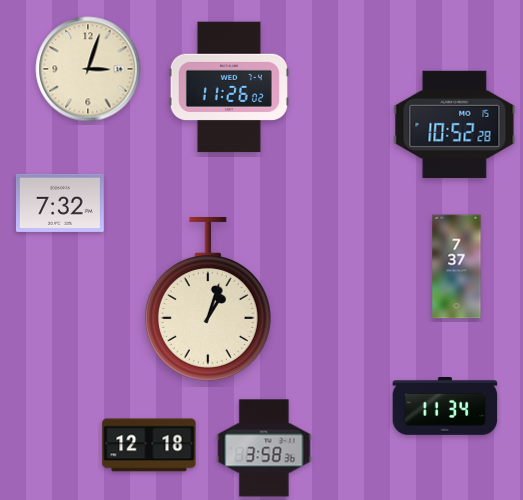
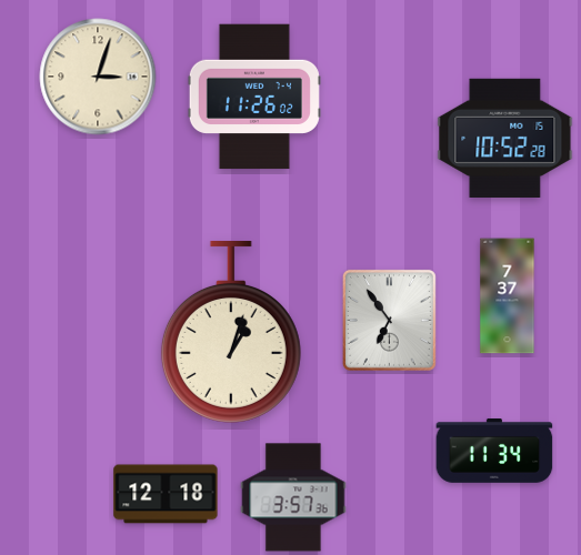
clock at (60, 203): 7:32 -> none
clock at (389, 320): none -> 6:54
clock at (264, 448): 3:58 -> 3:57
